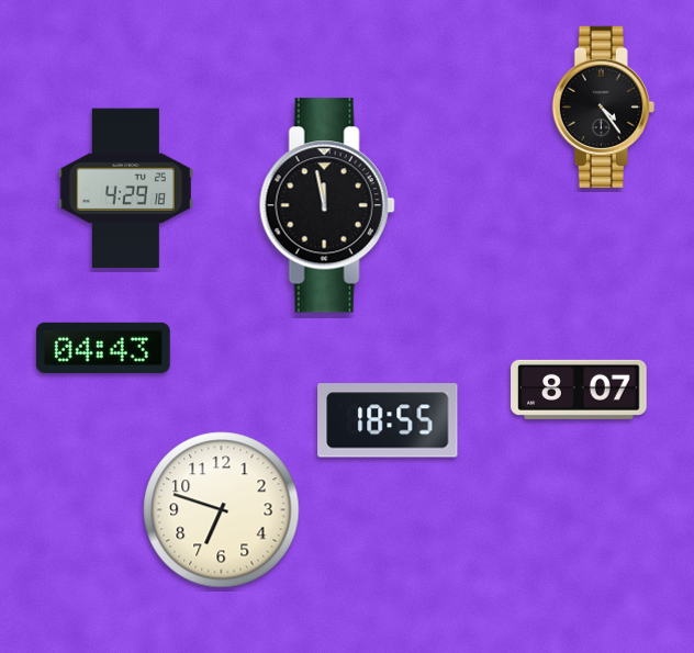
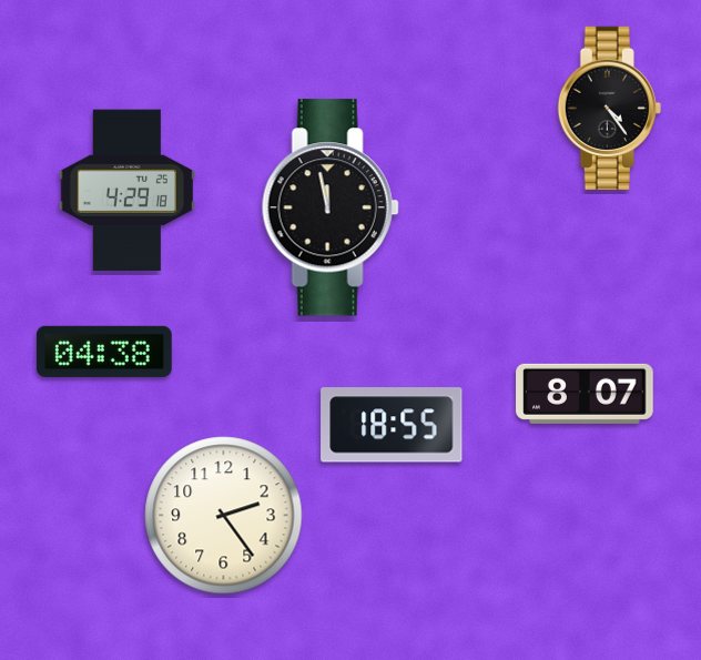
clock at (103, 348): 04:43 -> 04:38
clock at (222, 510): 6:48 -> 2:24
